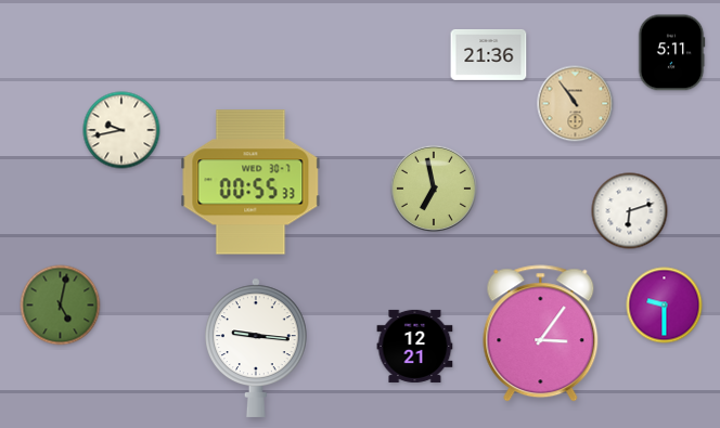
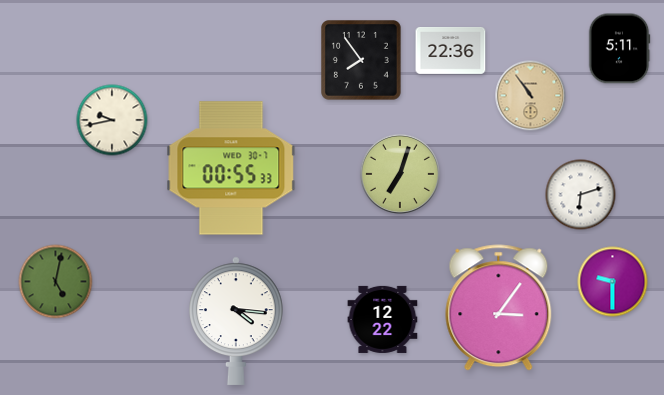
clock at (489, 55): 21:36 -> 22:36
clock at (362, 61): none -> 7:54
clock at (434, 189): 6:58 -> 7:03
clock at (415, 346): 12:21 -> 12:22
clock at (257, 348): 9:16 -> 4:16
